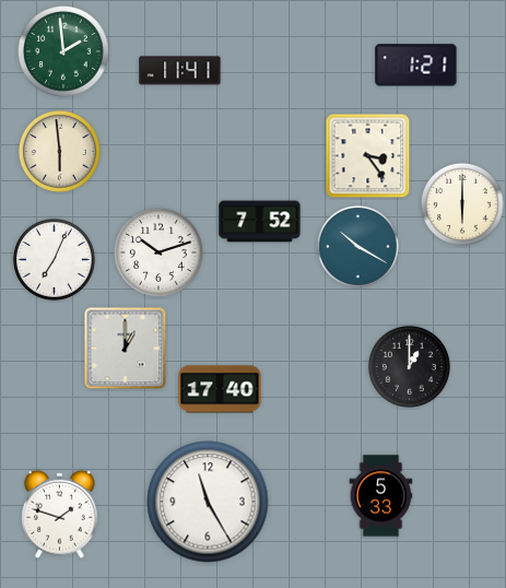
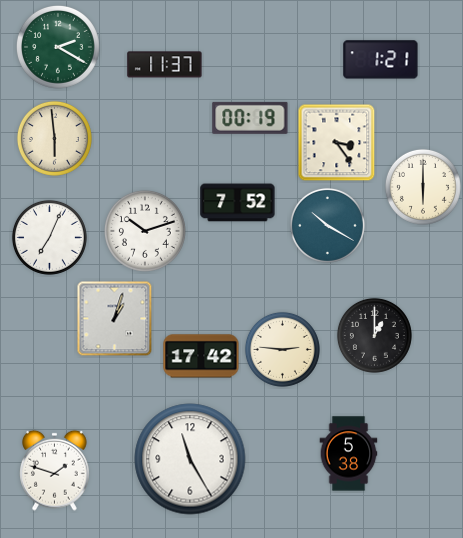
clock at (63, 51): 1:59 -> 2:20
clock at (180, 71): 11:41 -> 11:37
clock at (250, 118): none -> 00:19
clock at (126, 349): 1:00 -> 1:03
clock at (282, 349): none -> 2:46
clock at (220, 389): 17:40 -> 17:42
clock at (381, 496): 5:33 -> 5:38
